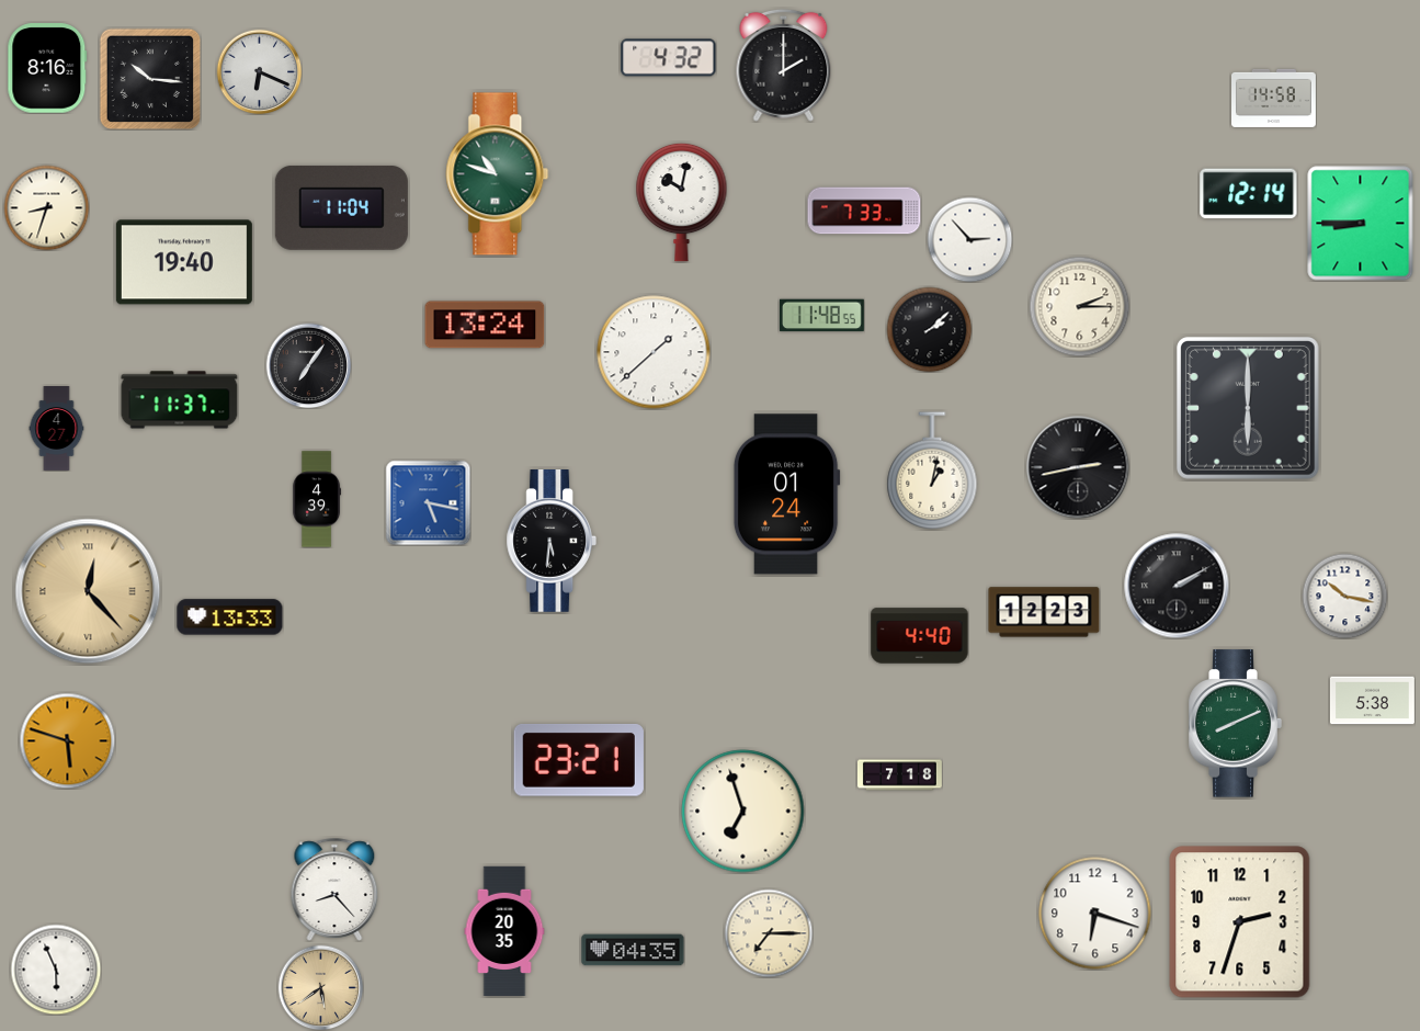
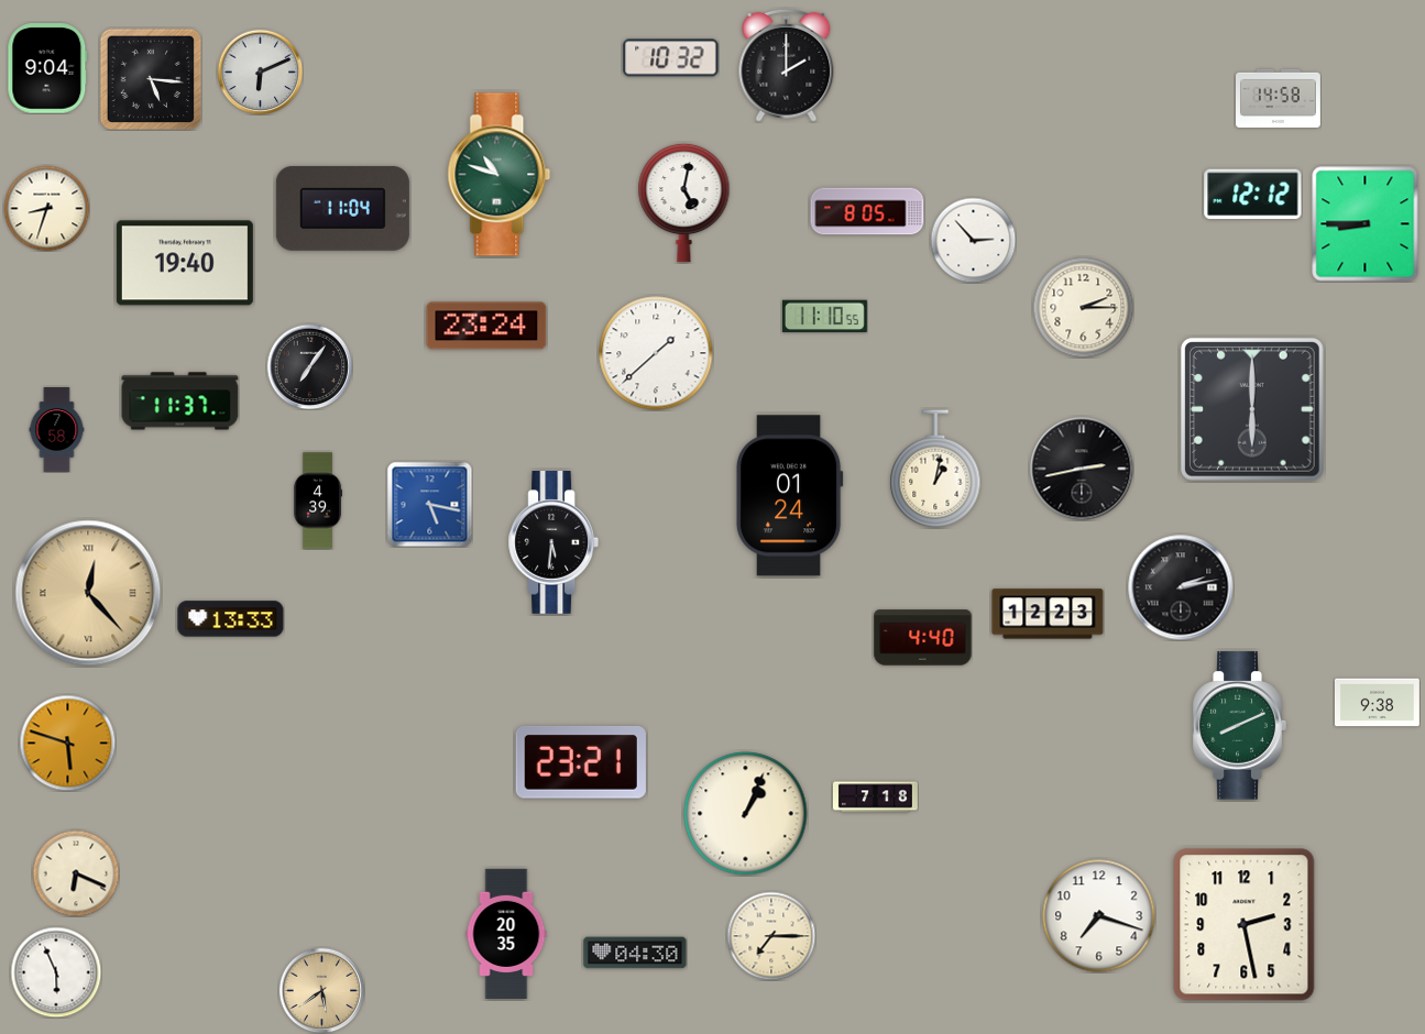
clock at (669, 58): 4:32 -> 10:32
clock at (47, 68): 8:16 -> 9:04
clock at (259, 71): 6:19 -> 6:11
clock at (150, 79): 10:16 -> 5:16
clock at (1249, 194): 12:14 -> 12:12
clock at (682, 202): 10:02 -> 5:02
clock at (864, 211): 7:33 -> 8:05
clock at (821, 316): 11:48 -> 11:10
clock at (485, 325): 13:24 -> 23:24
clock at (929, 329): 2:08 -> none
clock at (57, 429): 4:27 -> 7:58
clock at (932, 471) position: (932, 471) -> (935, 469)
clock at (1177, 586): 2:10 -> 2:13
clock at (1344, 596): 10:17 -> none
clock at (1372, 701): 5:38 -> 9:38
clock at (899, 775) position: (899, 775) -> (875, 798)
clock at (743, 812): 6:57 -> 1:04
clock at (76, 873): none -> 6:19
clock at (334, 890): 8:23 -> none
clock at (1095, 914): 6:18 -> 7:18
clock at (1240, 922): 2:33 -> 2:28
clock at (633, 950): 04:35 -> 04:30
